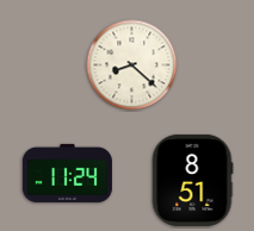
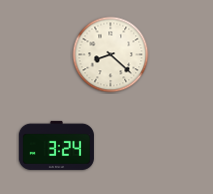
clock at (67, 173): 11:24 -> 3:24
clock at (192, 180): 8:51 -> none
